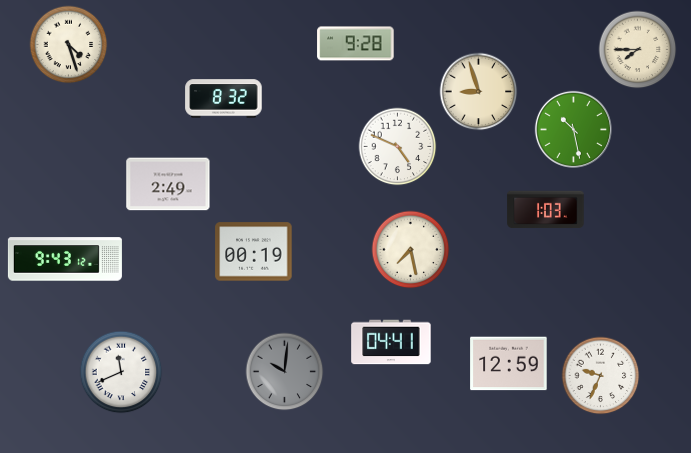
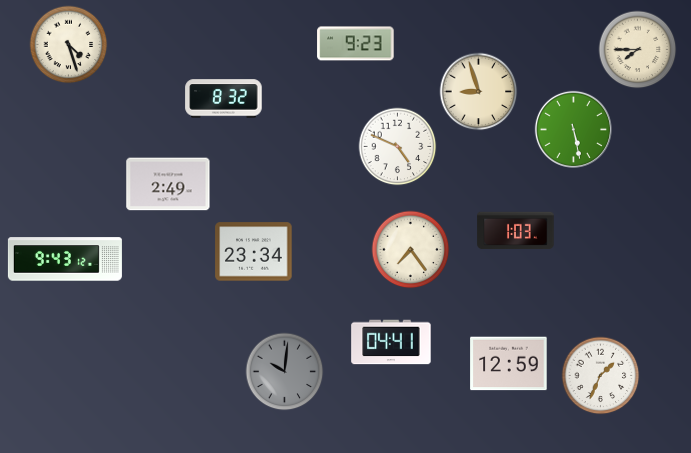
clock at (356, 44): 9:28 -> 9:23
clock at (573, 129): 10:28 -> 5:28
clock at (546, 210) position: (546, 210) -> (516, 231)
clock at (410, 249): 7:28 -> 7:24
clock at (254, 252): 00:19 -> 23:34
clock at (121, 372): 11:41 -> none
clock at (600, 375): 9:34 -> 1:34
